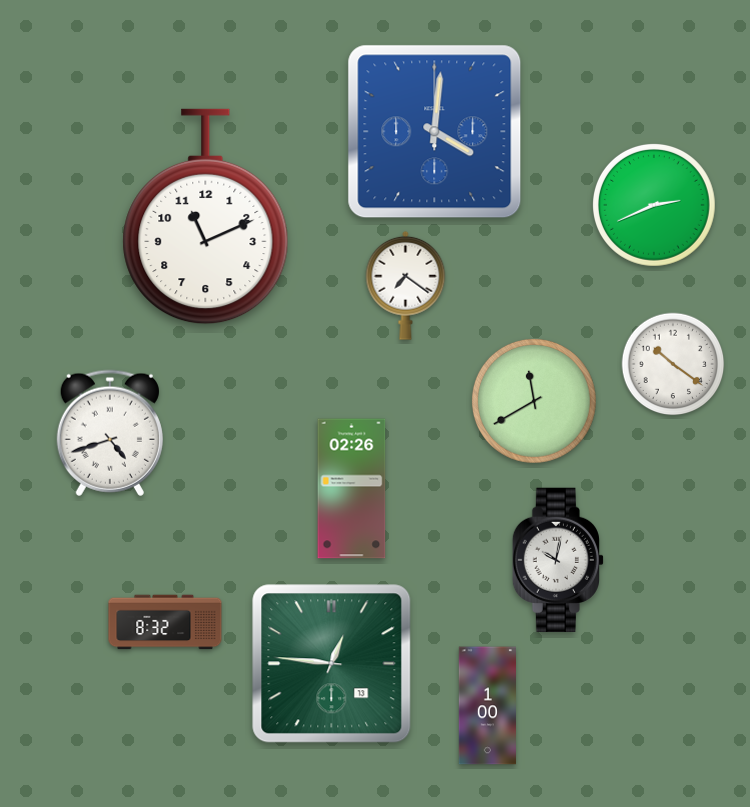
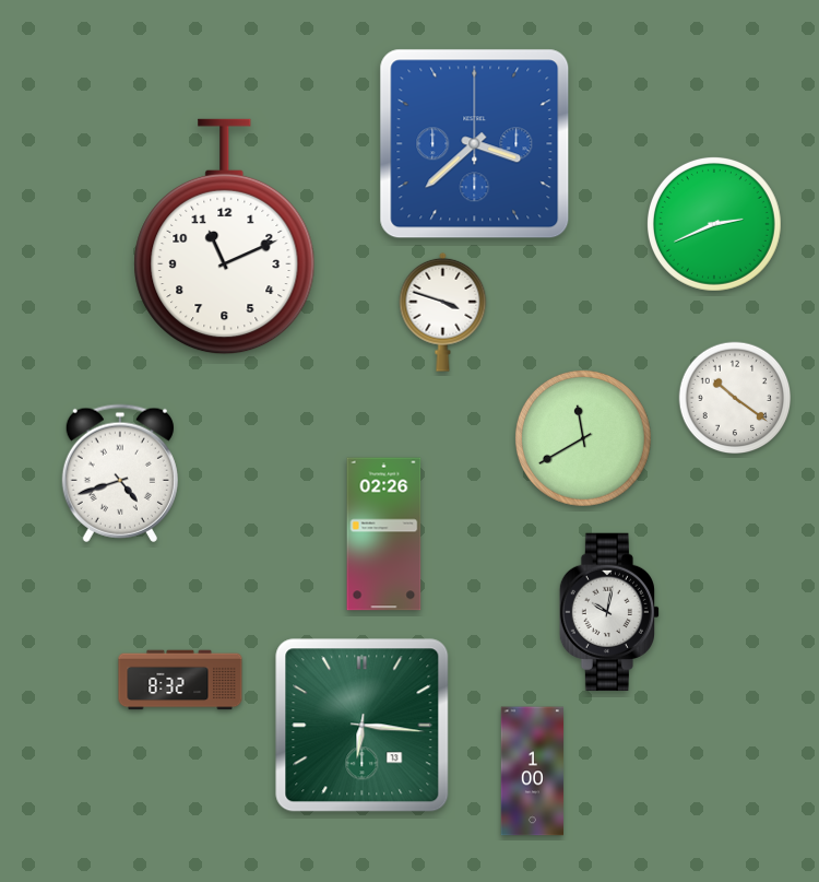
clock at (435, 132): 4:01 -> 3:38
clock at (406, 285): 7:21 -> 3:48
clock at (332, 664): 12:46 -> 6:16
